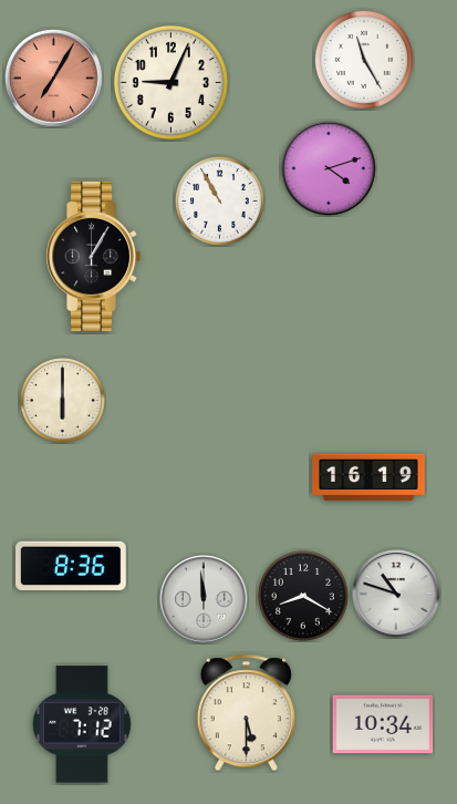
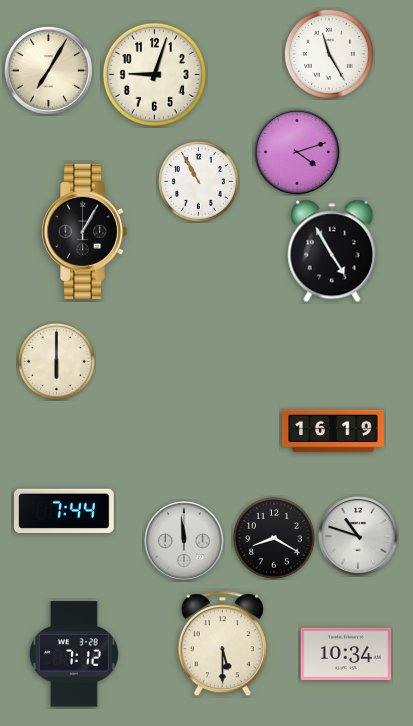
clock at (53, 78) dial: salmon -> cream
clock at (170, 82): 9:04 -> 9:03
clock at (332, 251): none -> 4:55
clock at (72, 566): 8:36 -> 7:44
